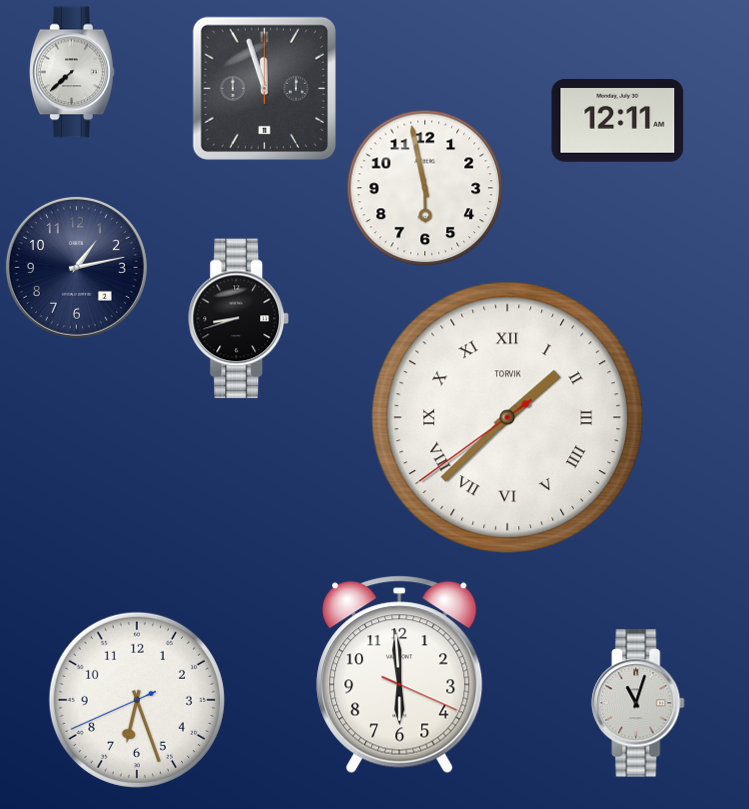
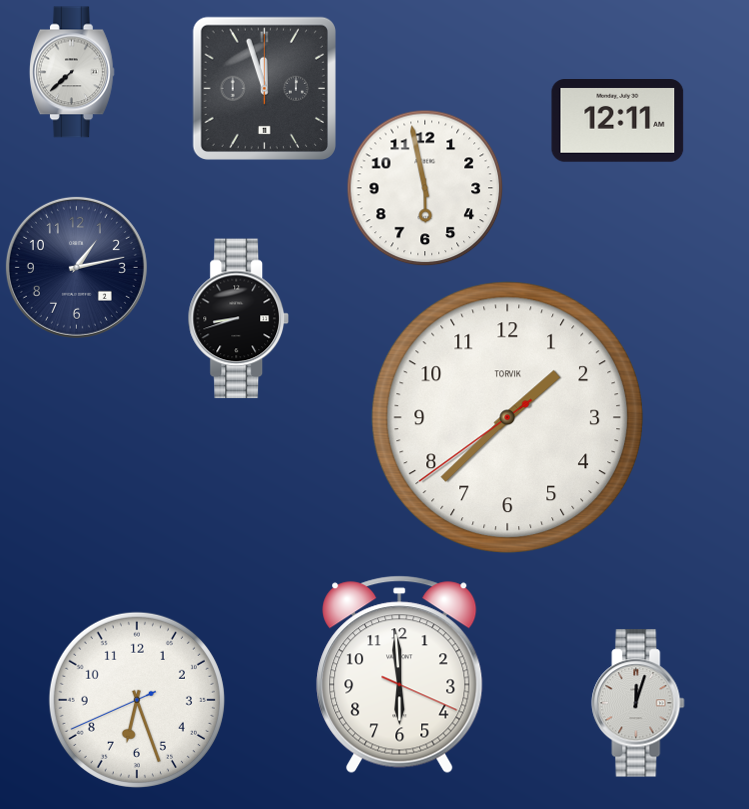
clock at (508, 418) numerals: Roman -> Arabic
clock at (638, 703): 11:03 -> 12:03
